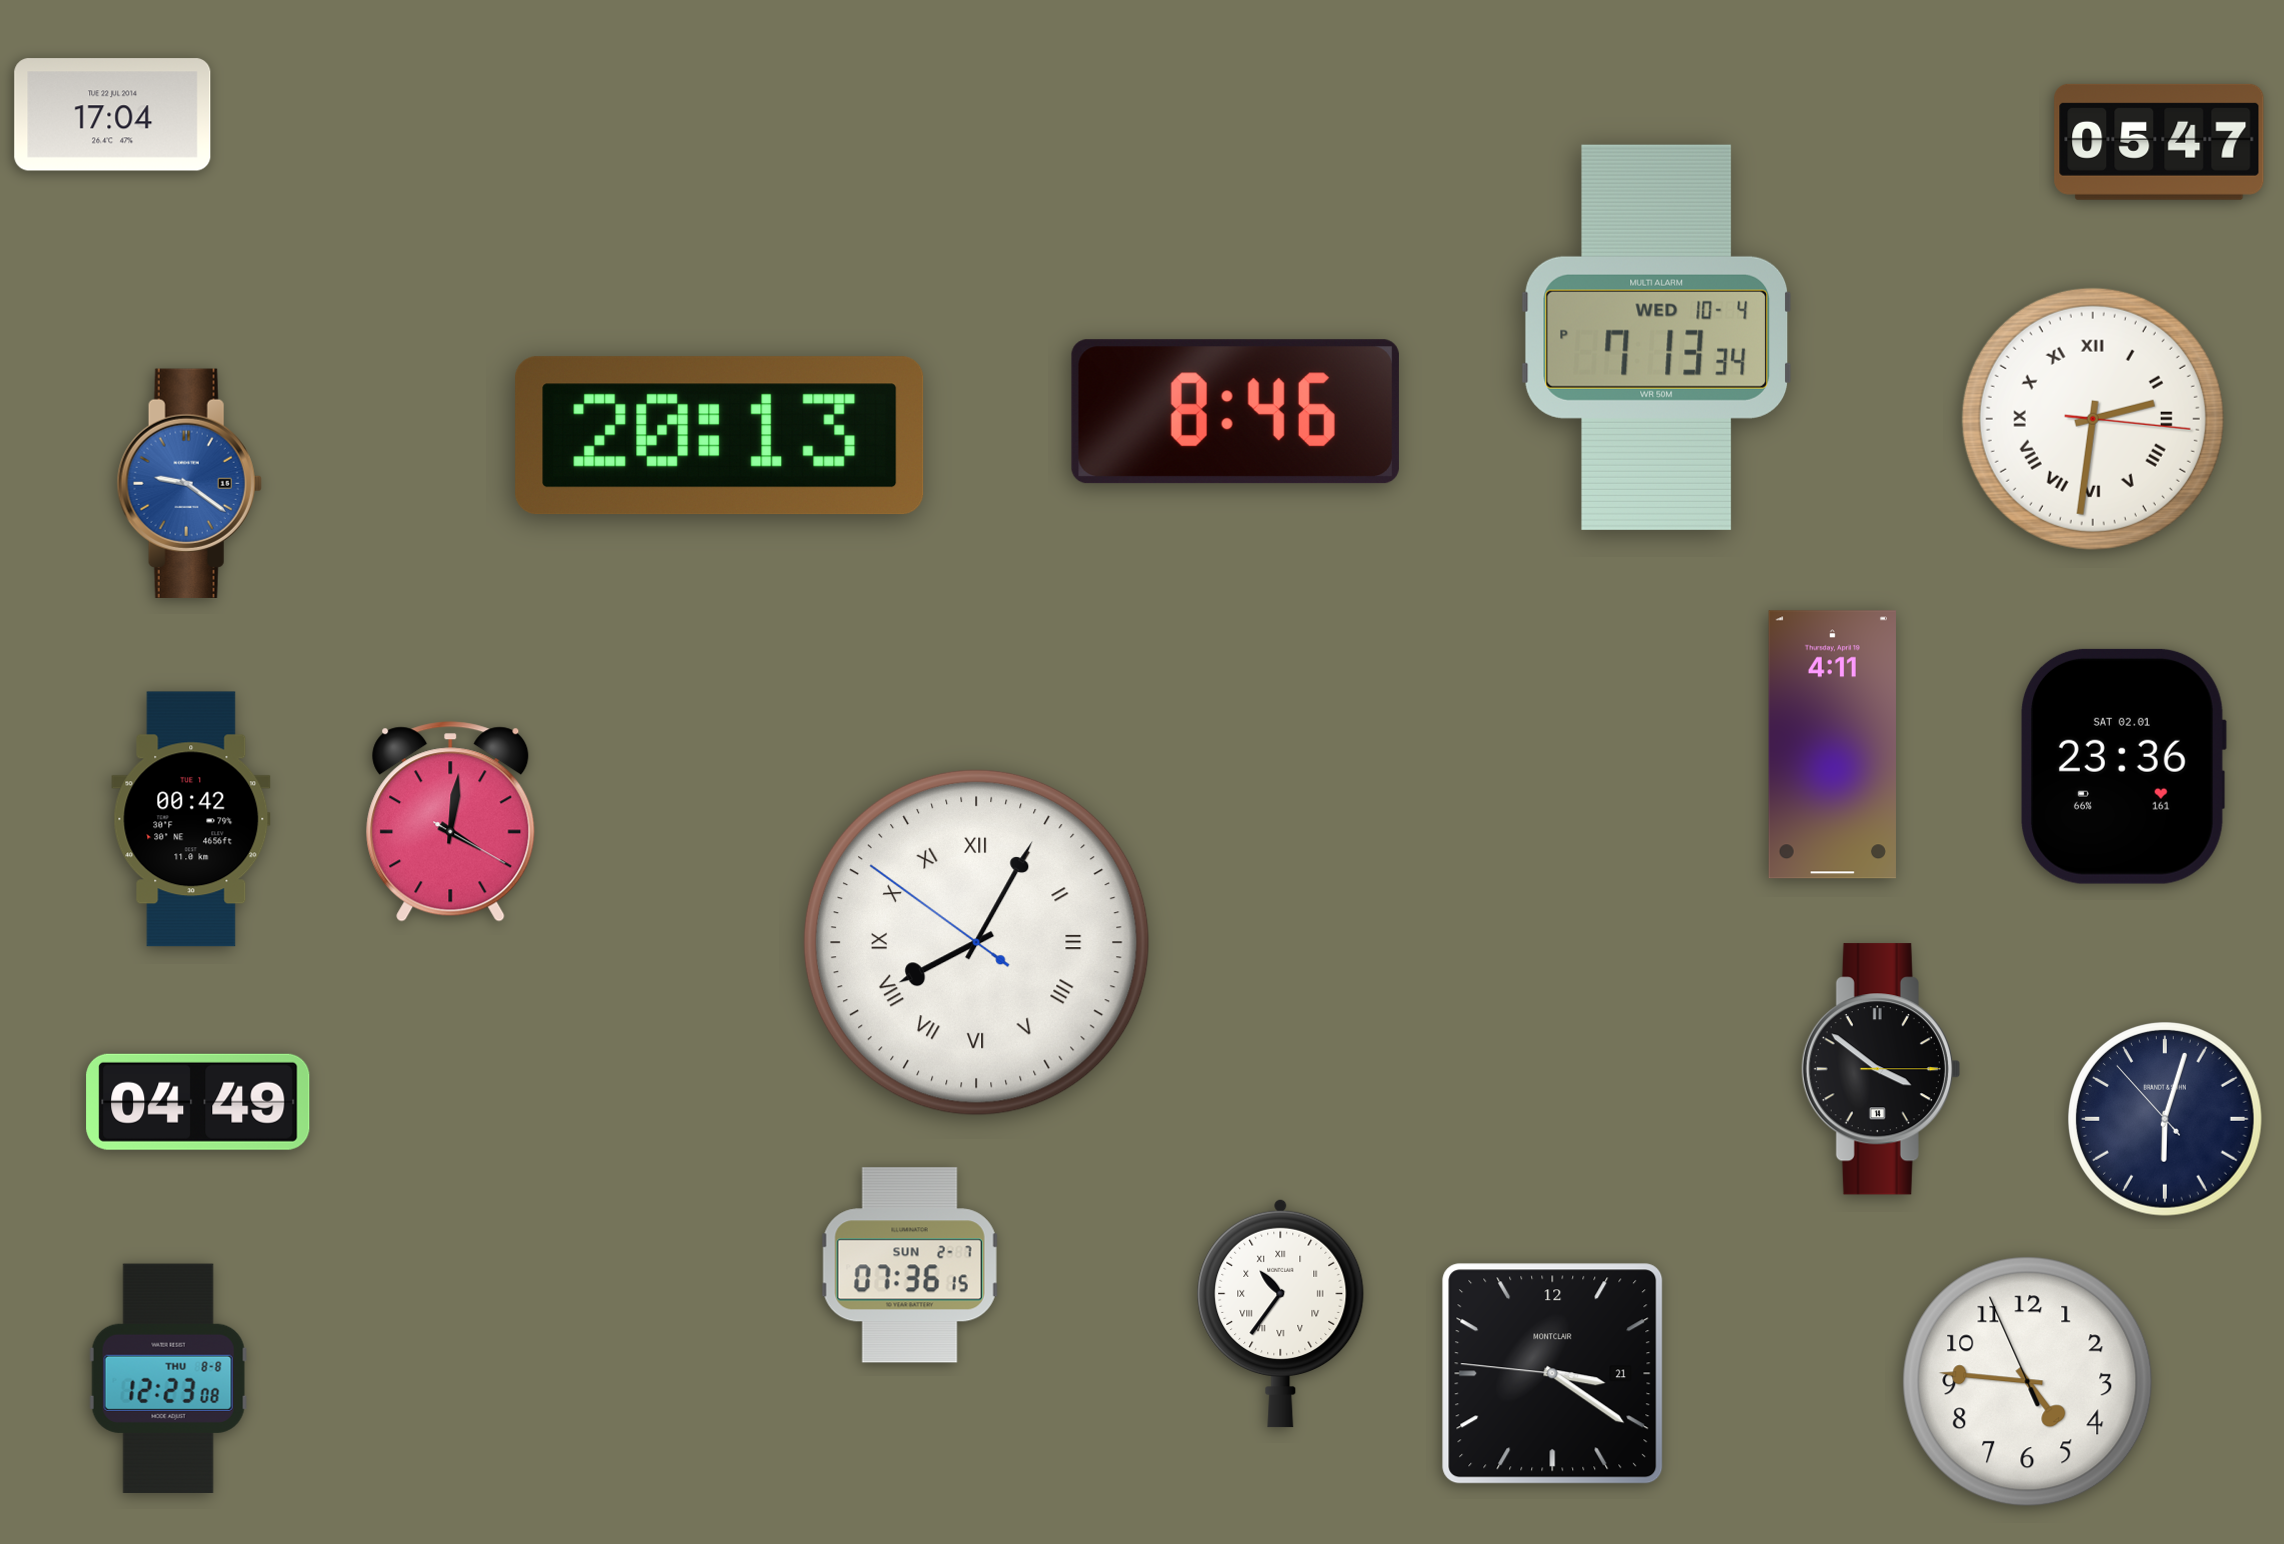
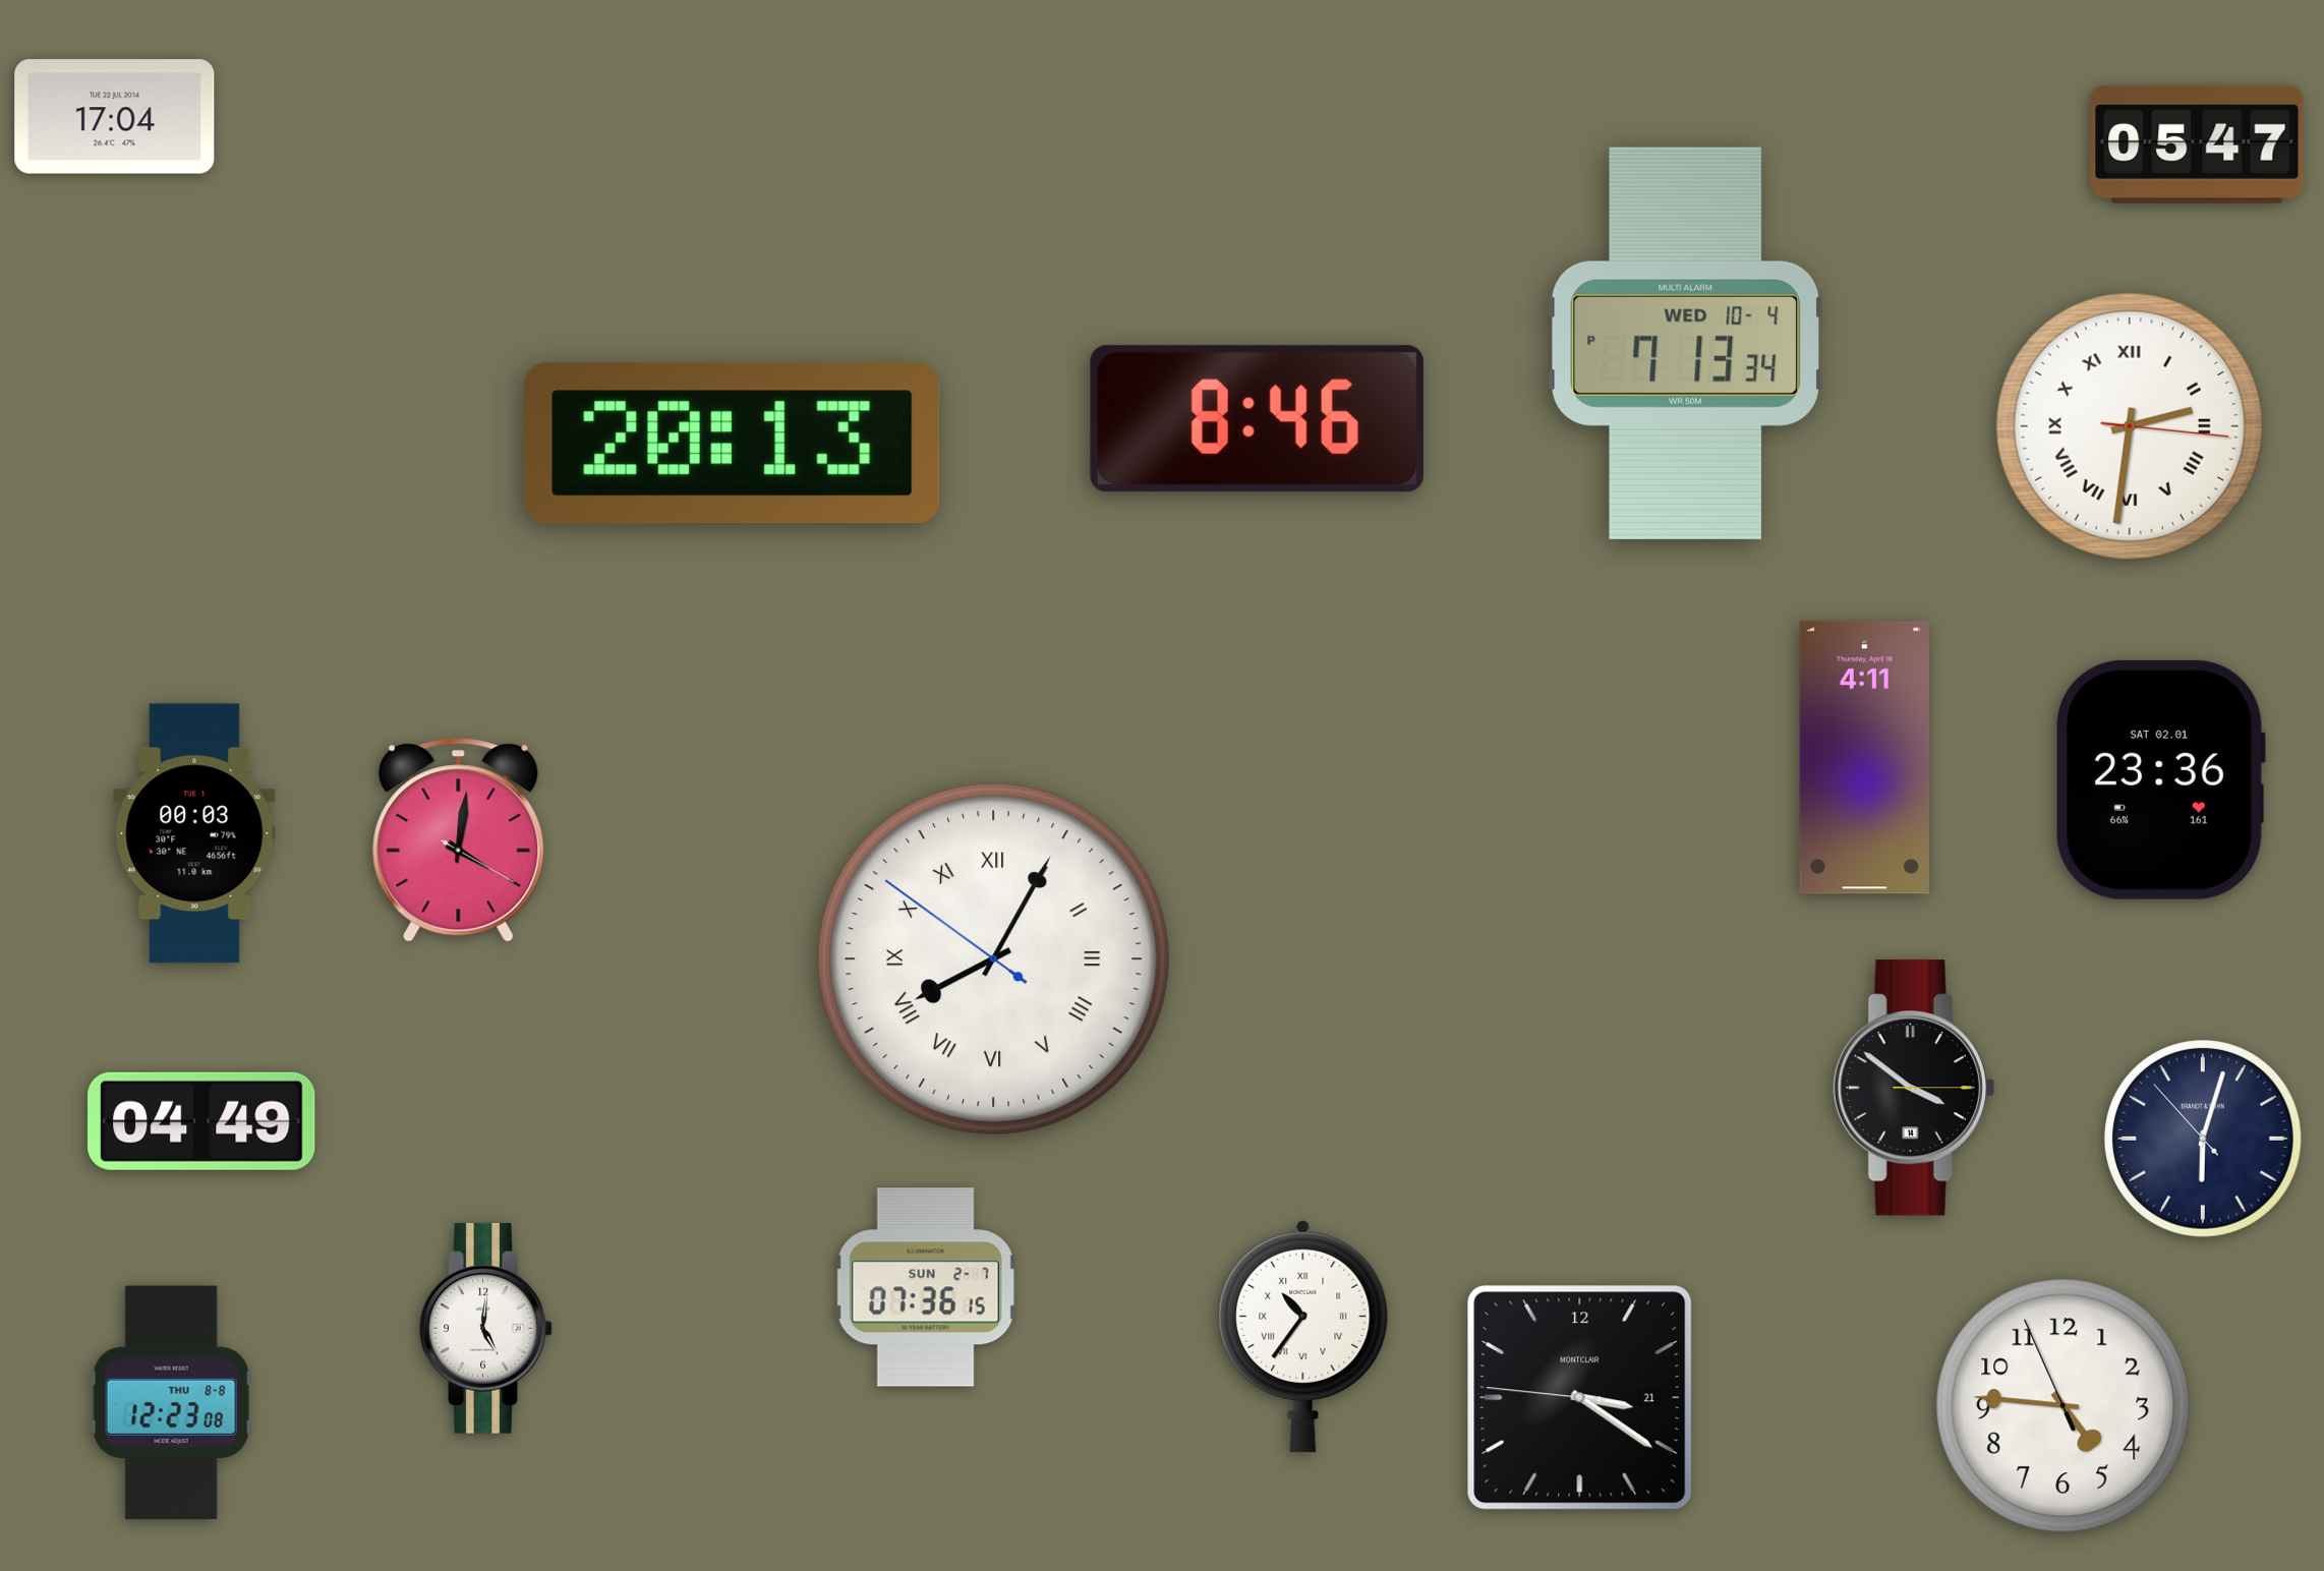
clock at (189, 483): 9:21 -> none
clock at (191, 819): 00:42 -> 00:03
clock at (451, 822) position: (451, 822) -> (459, 840)
clock at (486, 1328): none -> 5:01
